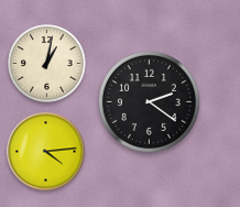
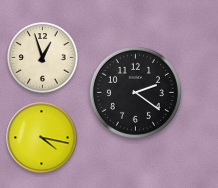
clock at (47, 64): 1:02 -> 12:57
clock at (46, 152): 4:14 -> 4:17
